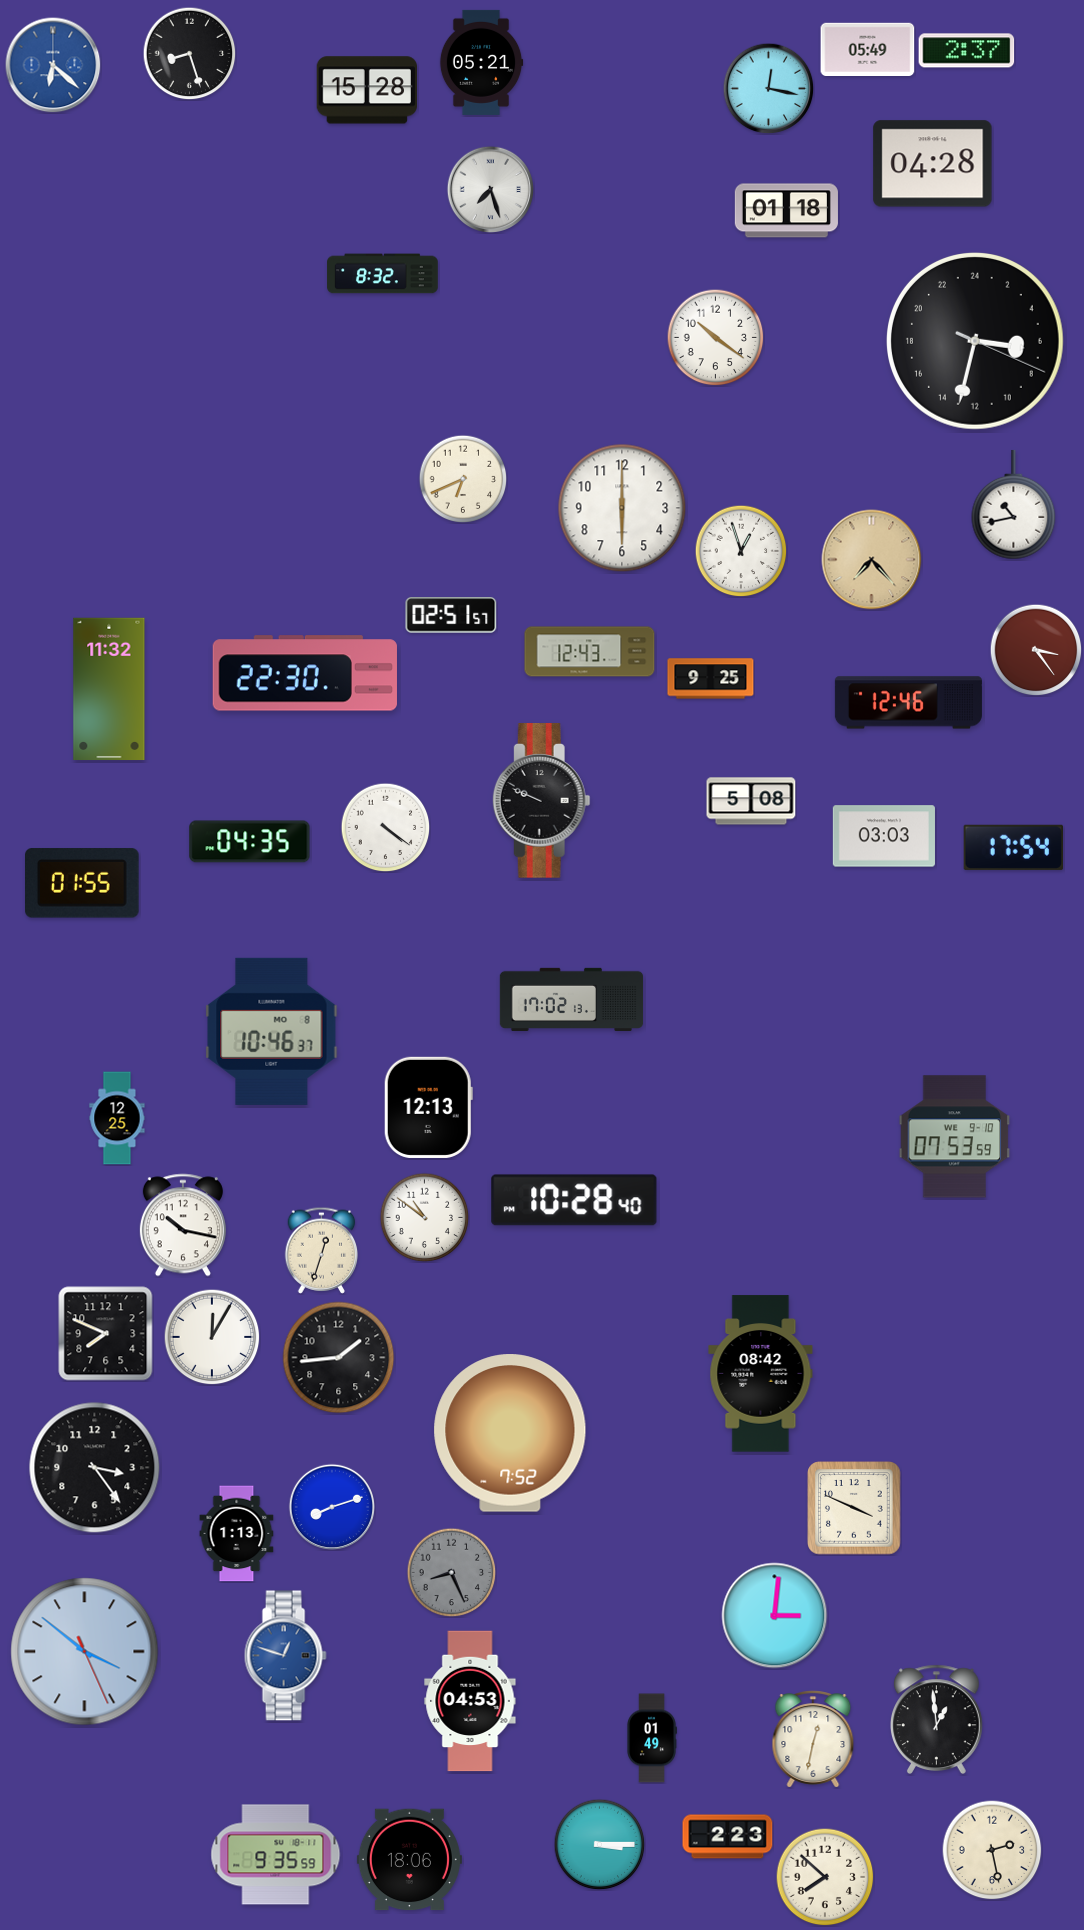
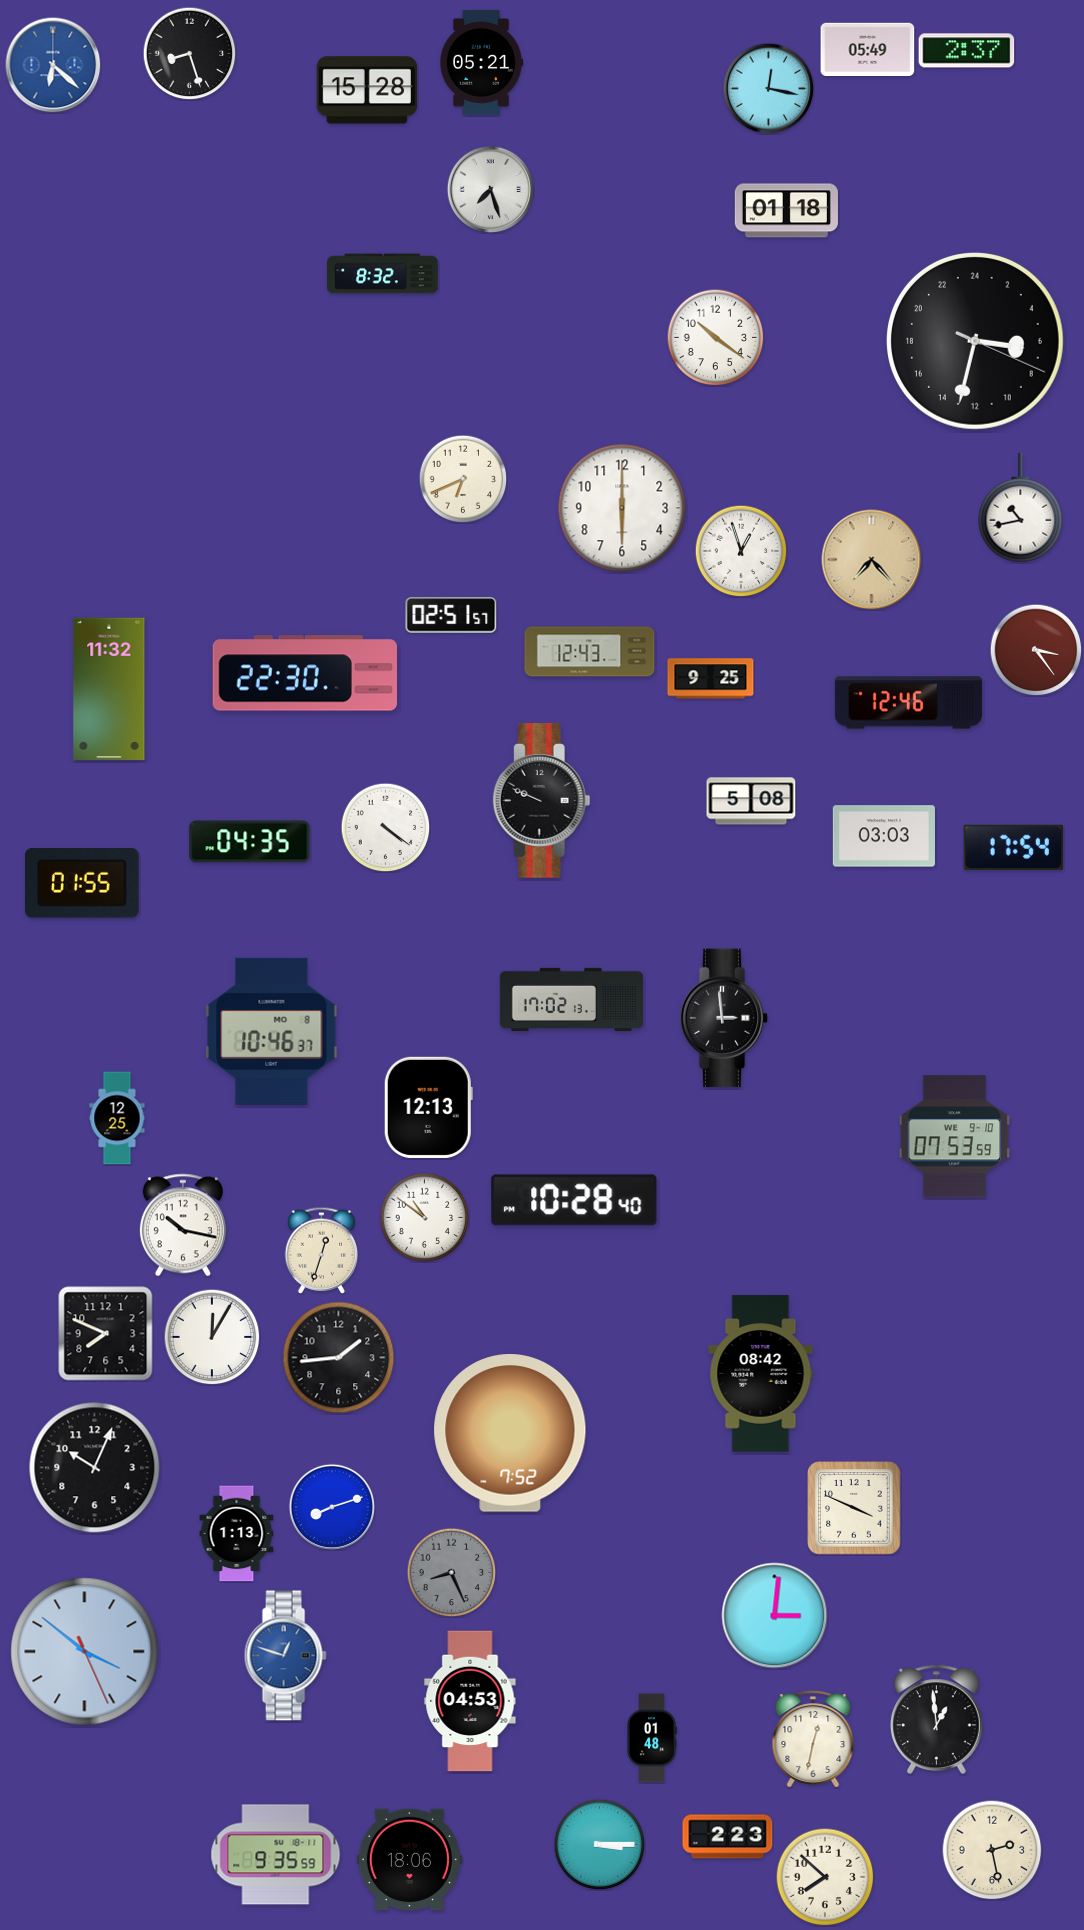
clock at (933, 164): 04:28 -> none
clock at (1014, 505) position: (1014, 505) -> (1021, 508)
clock at (724, 1018): none -> 2:59
clock at (95, 1468): 3:24 -> 10:04
clock at (652, 1738): 01:49 -> 01:48
